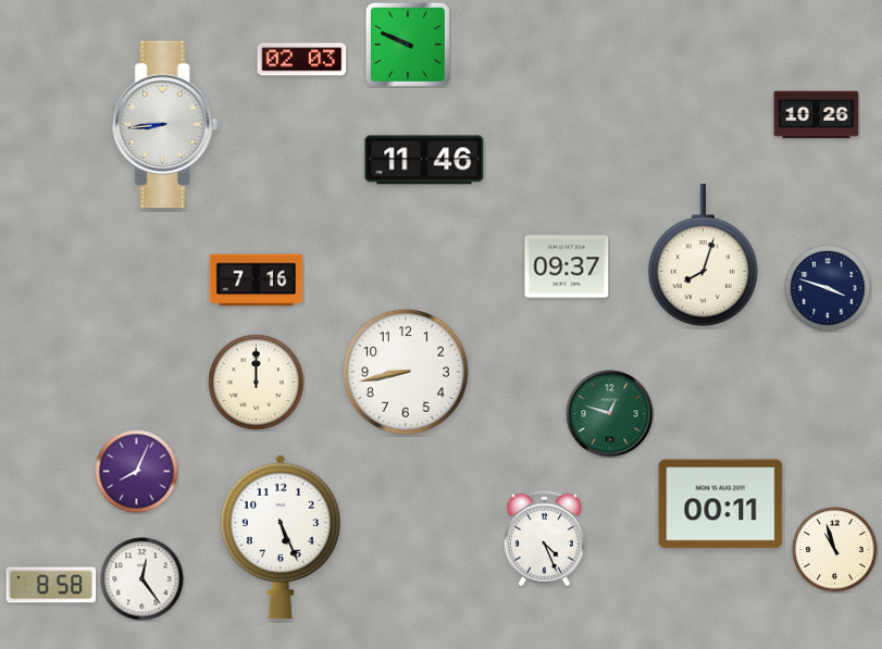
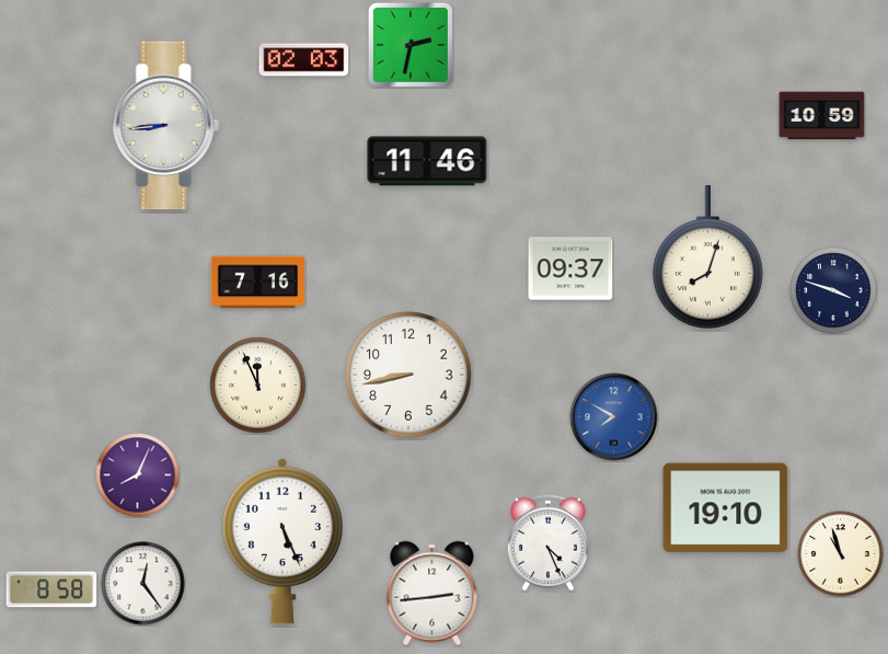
clock at (408, 45): 9:49 -> 2:32
clock at (817, 115): 10:26 -> 10:59
clock at (257, 383): 12:00 -> 11:56
clock at (610, 414): 12:48 -> 7:50
clock at (610, 414) dial: green -> blue
clock at (721, 504): 00:11 -> 19:10
clock at (433, 594): none -> 2:44
